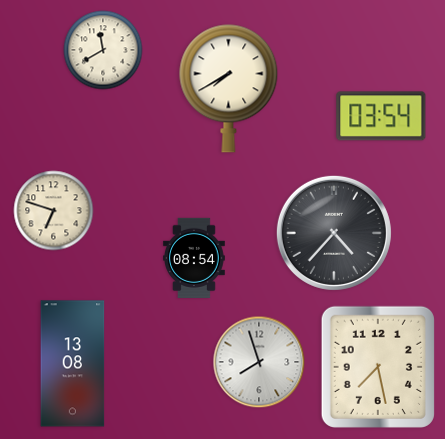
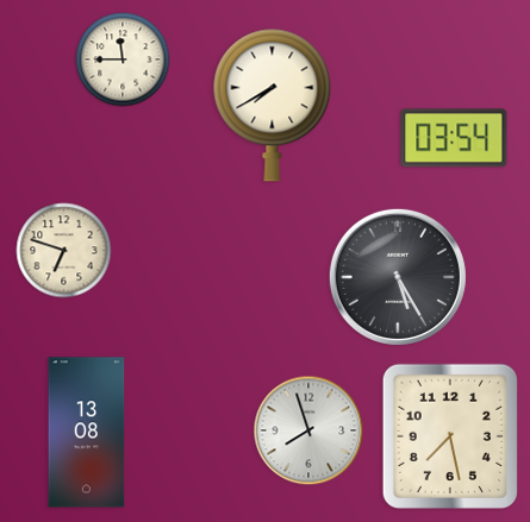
clock at (103, 50): 11:40 -> 11:45
clock at (334, 233): 4:37 -> 5:25
clock at (195, 257): 08:54 -> none
